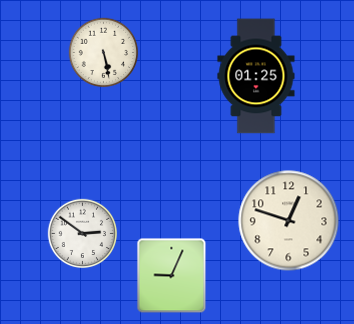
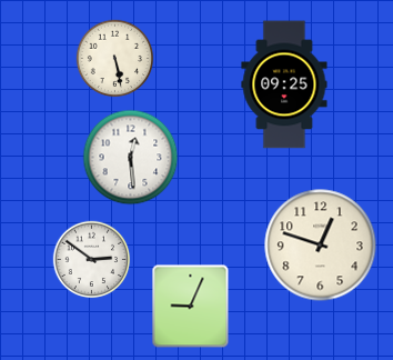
clock at (256, 76): 01:25 -> 09:25
clock at (131, 158): none -> 12:29
